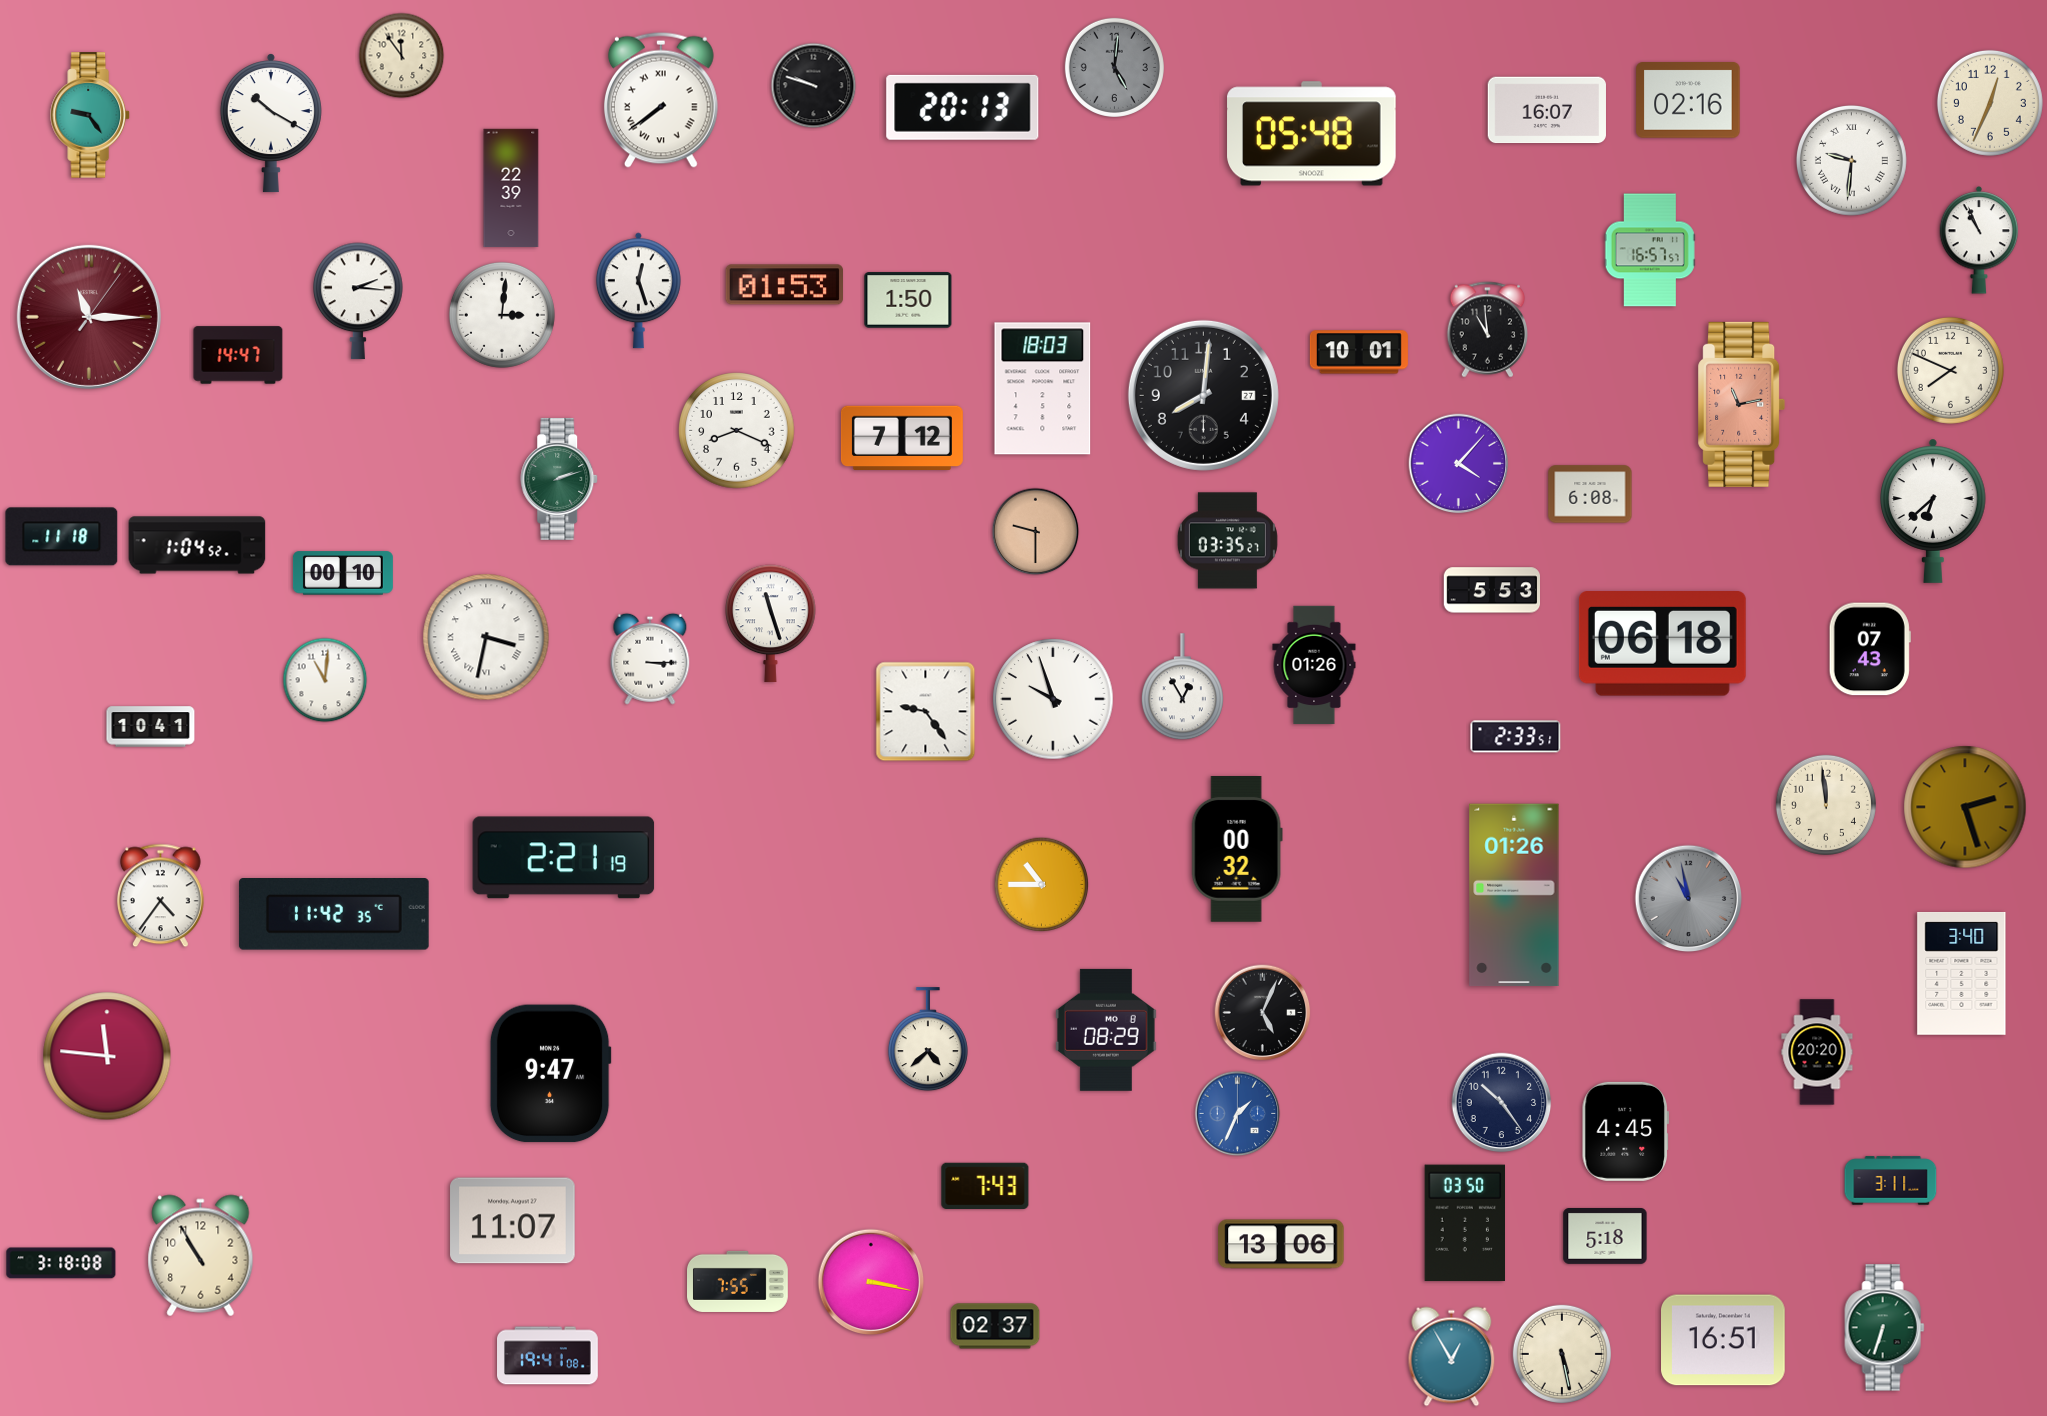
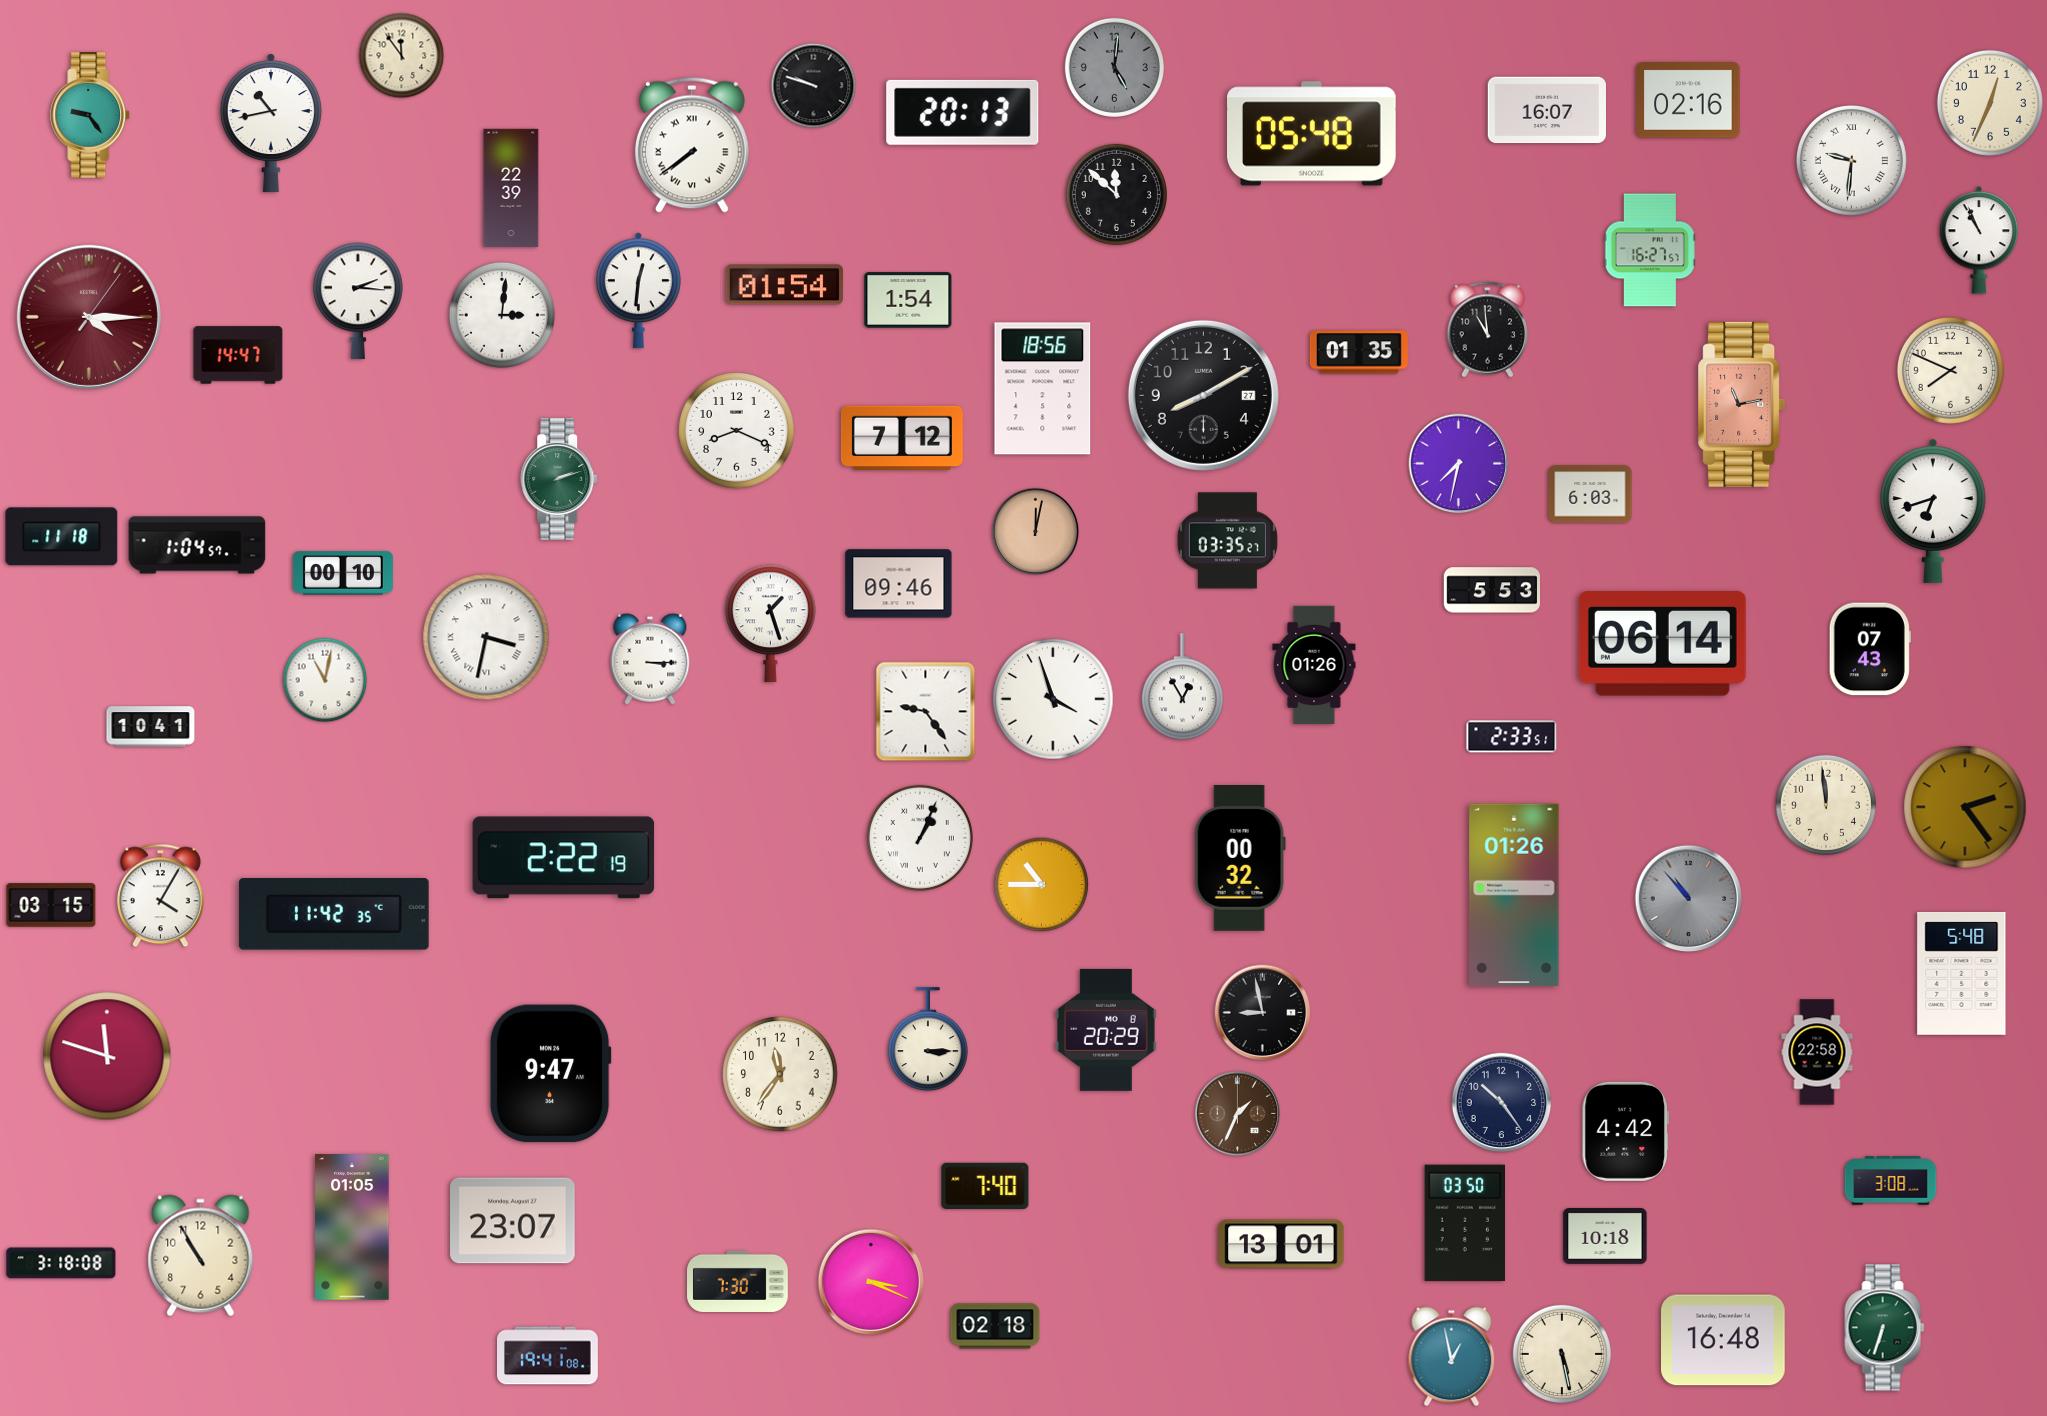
clock at (661, 100) position: (661, 100) -> (692, 145)
clock at (963, 107) position: (963, 107) -> (963, 112)
clock at (271, 123): 10:20 -> 10:43
clock at (1116, 194): none -> 11:52
clock at (1650, 250): 16:57 -> 16:27
clock at (784, 285): 01:53 -> 01:54
clock at (638, 291): 12:27 -> 12:31
clock at (908, 300): 1:50 -> 1:54
clock at (89, 317): 11:15 -> 4:15
clock at (1359, 352): 10:01 -> 01:35
clock at (1043, 389): 18:03 -> 18:56
clock at (1203, 395): 8:01 -> 8:10
clock at (1459, 464): 4:07 -> 7:32
clock at (1590, 494): 6:08 -> 6:03
clock at (1934, 511): 6:38 -> 6:42
clock at (1036, 532): 9:30 -> 12:02
clock at (197, 545): 1:04:52 -> 1:04:57
clock at (899, 584): none -> 09:46
clock at (771, 624): 11:27 -> 1:27
clock at (1662, 644): 06:18 -> 06:14
clock at (325, 680): 11:01 -> 11:02
clock at (1053, 699): 9:57 -> 3:57
clock at (1516, 737) position: (1516, 737) -> (1512, 737)
clock at (1965, 807): 2:27 -> 2:24
clock at (920, 838): none -> 1:04
clock at (1237, 850) position: (1237, 850) -> (1240, 859)
clock at (564, 858): 2:21 -> 2:22
clock at (160, 896): 4:36 -> 4:05
clock at (1689, 899): 10:58 -> 10:53
clock at (51, 905): none -> 03:15
clock at (1962, 973): 3:40 -> 5:48
clock at (1263, 1013): 5:04 -> 8:58
clock at (1106, 1030): 08:29 -> 20:29
clock at (928, 1040): 4:38 -> 3:15
clock at (1817, 1052): 20:20 -> 22:58
clock at (107, 1056): 11:46 -> 11:48
clock at (780, 1074): none -> 11:36
clock at (1238, 1114) dial: blue -> brown
clock at (1625, 1131): 4:45 -> 4:42
clock at (1891, 1181): 3:11 -> 3:08
clock at (985, 1186): 7:43 -> 7:40
clock at (513, 1221): 11:07 -> 23:07
clock at (352, 1227): none -> 01:05
clock at (1605, 1237): 5:18 -> 10:18
clock at (1281, 1244): 13:06 -> 13:01
clock at (738, 1281): 7:55 -> 7:30
clock at (871, 1282): 3:17 -> 3:19
clock at (995, 1326): 02:37 -> 02:18
clock at (1724, 1340): 16:51 -> 16:48
clock at (1452, 1357): 12:55 -> 12:58
